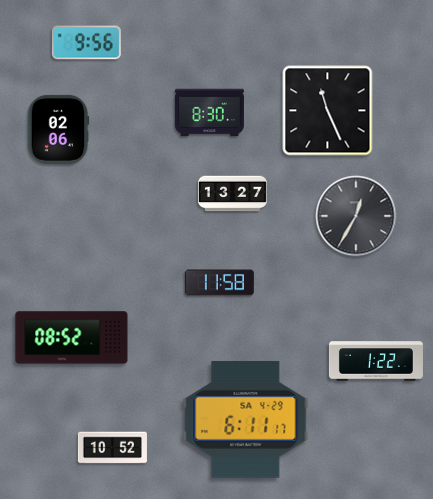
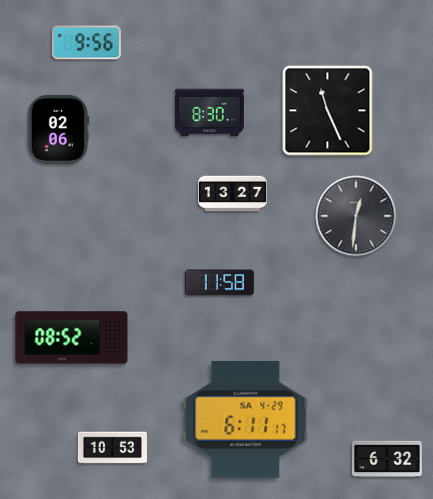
clock at (356, 216): 12:35 -> 12:31
clock at (376, 361): 1:22 -> none
clock at (112, 448): 10:52 -> 10:53
clock at (388, 459): none -> 6:32
